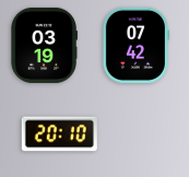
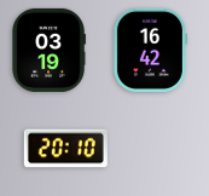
clock at (135, 45): 07:42 -> 16:42
